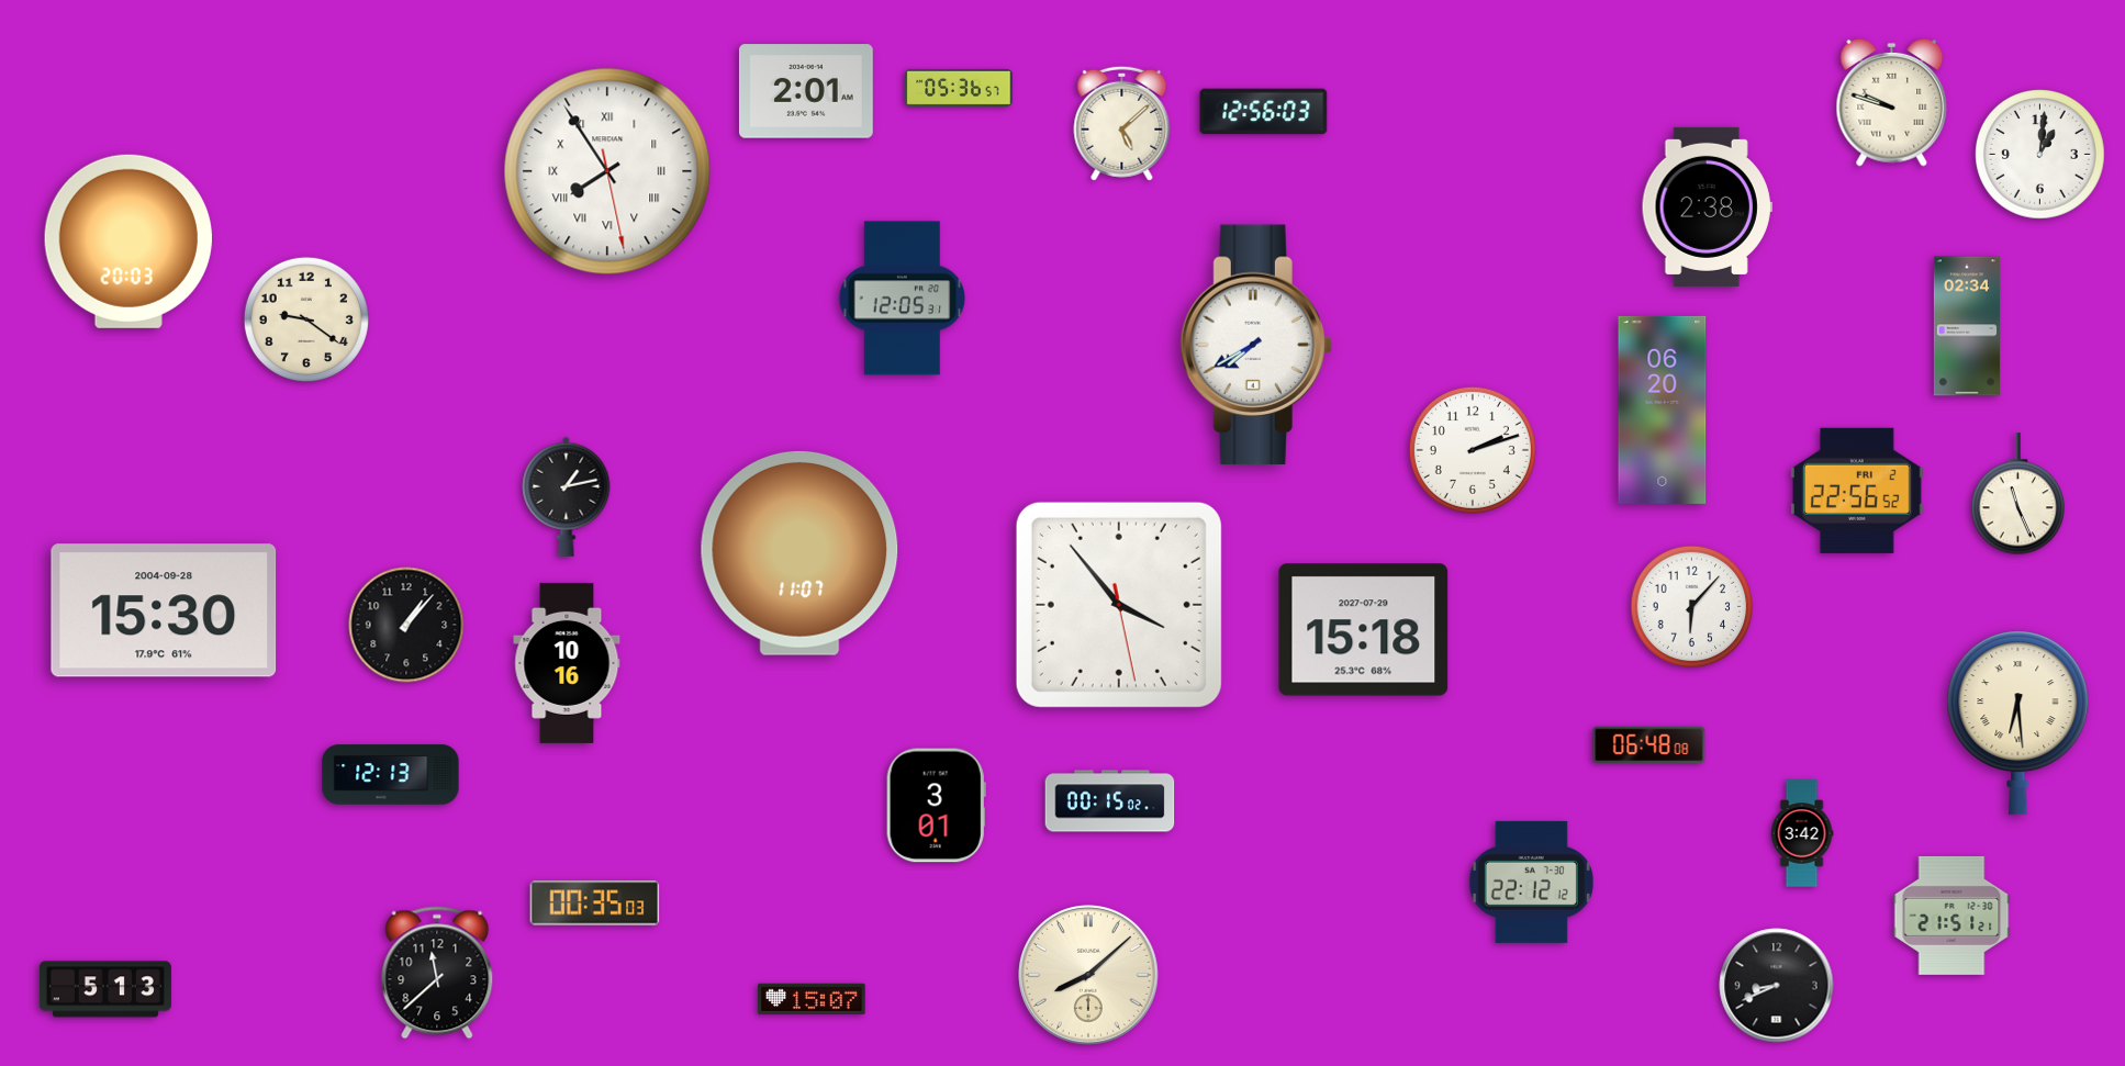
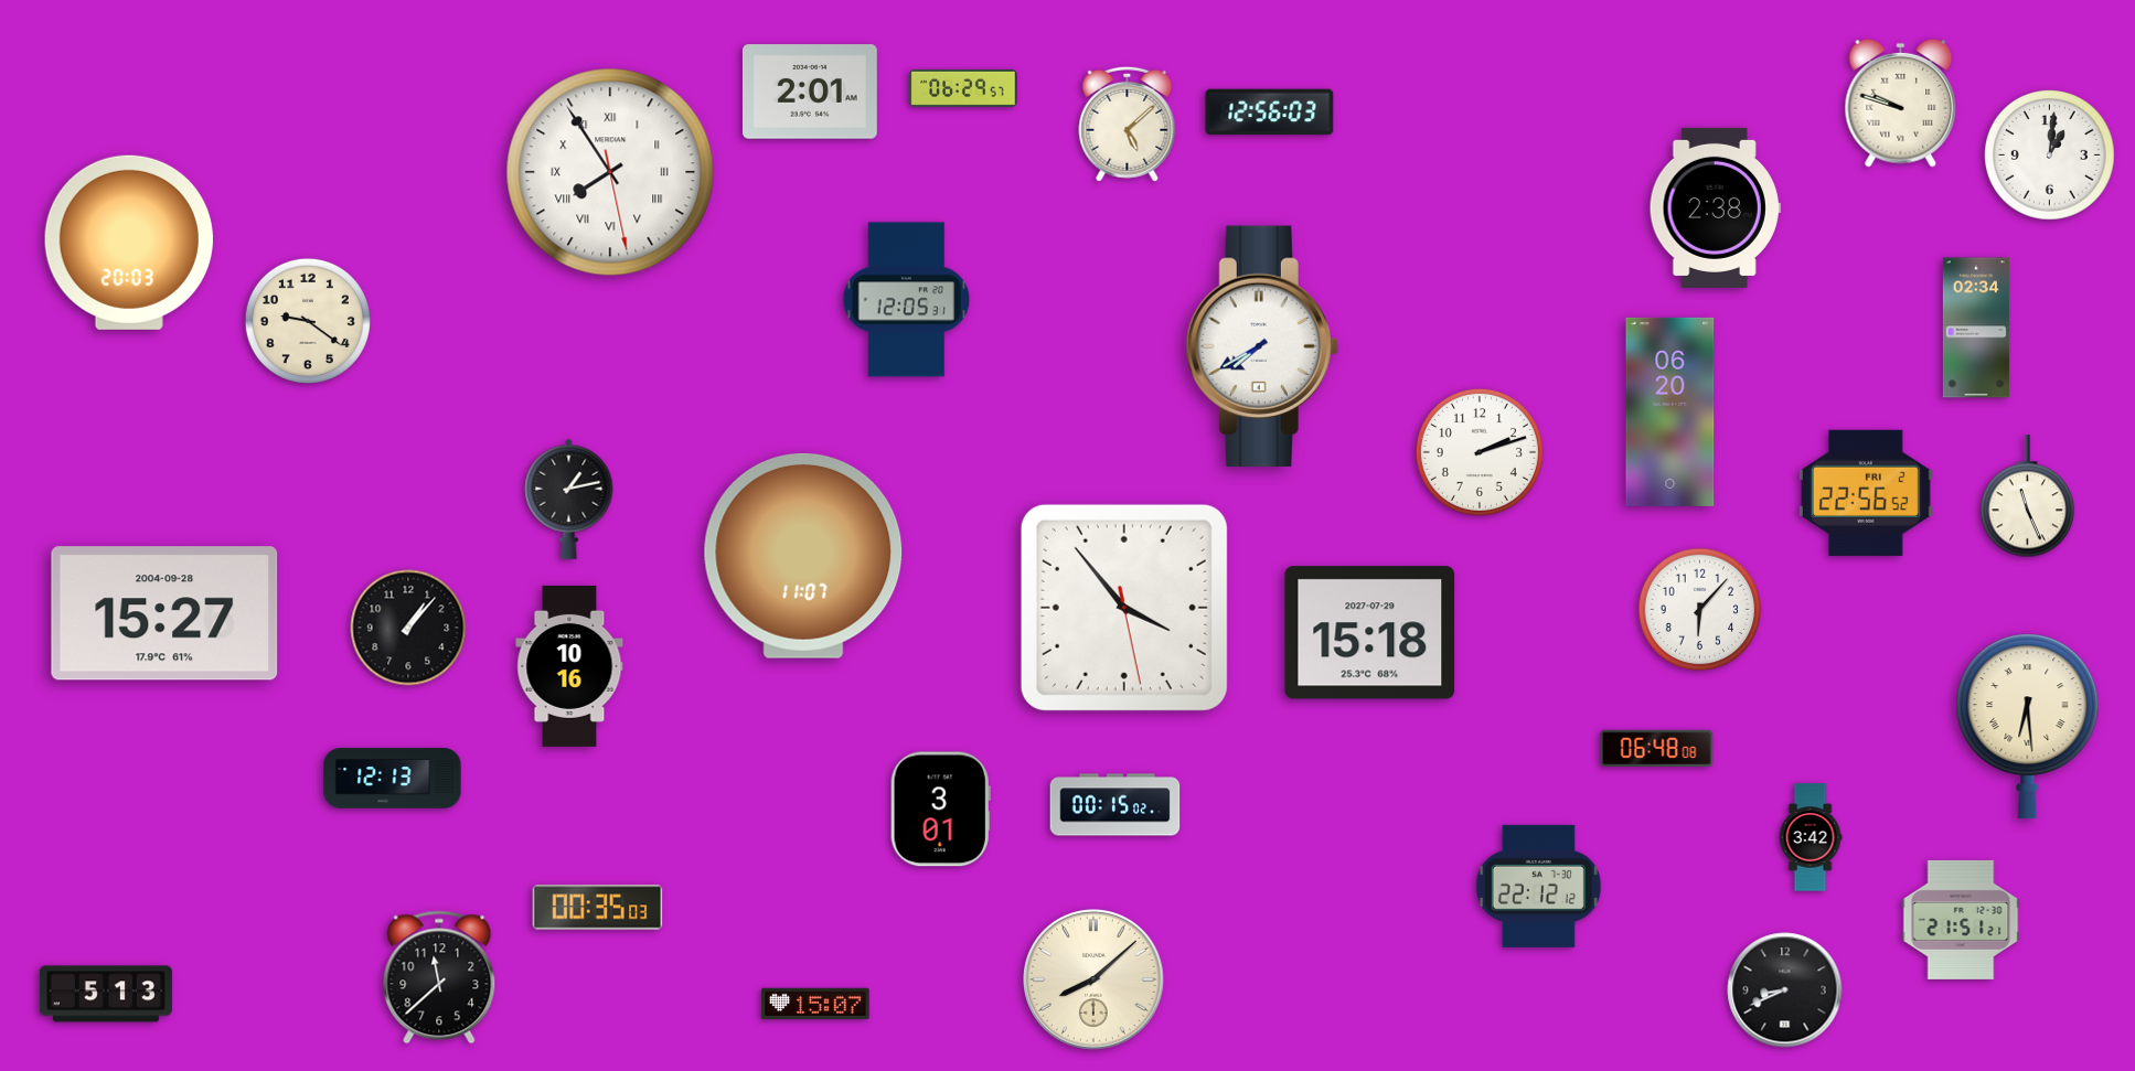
clock at (959, 88): 05:36 -> 06:29
clock at (164, 610): 15:30 -> 15:27
